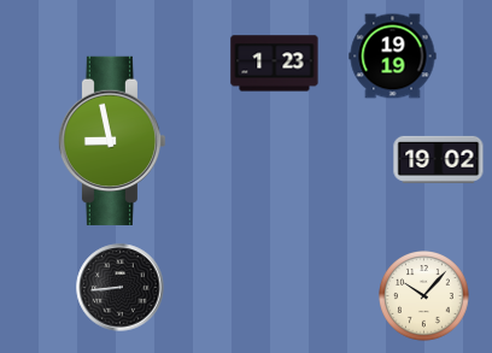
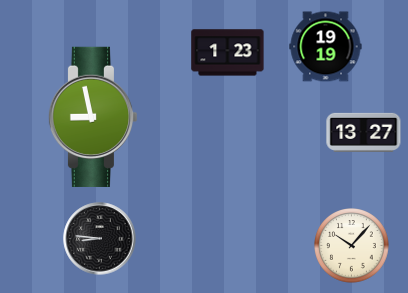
clock at (439, 159): 19:02 -> 13:27
clock at (121, 288): 8:44 -> 8:46
